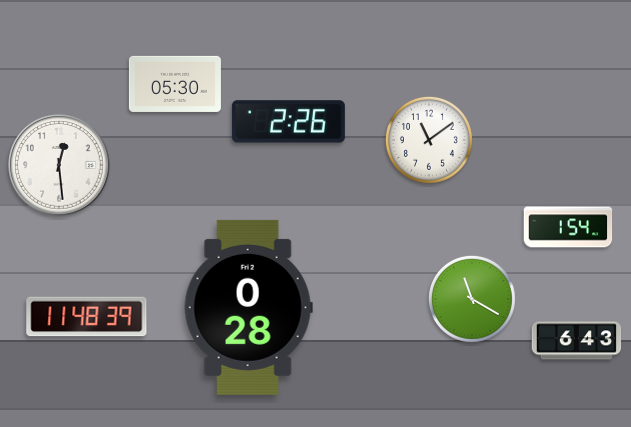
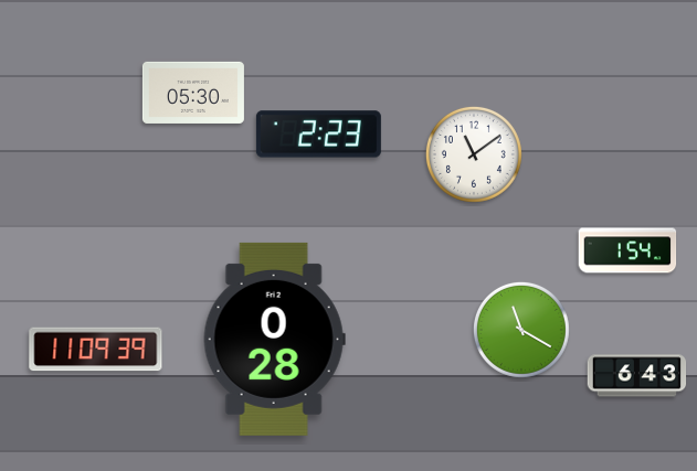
clock at (288, 122): 2:26 -> 2:23
clock at (59, 165): 12:29 -> none
clock at (87, 317): 11:48 -> 11:09
